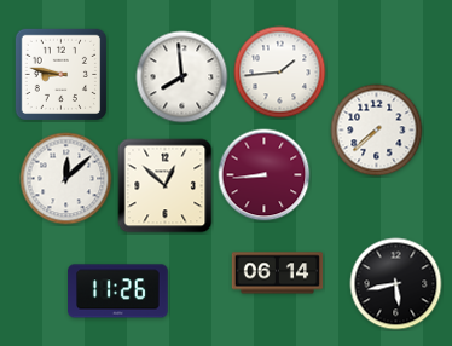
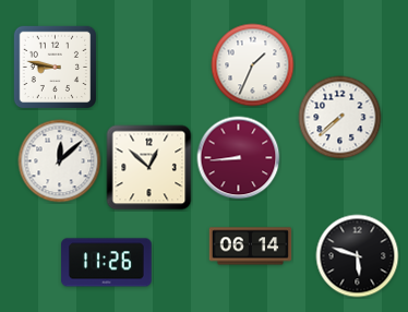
clock at (280, 73): 1:44 -> 1:34
clock at (182, 77): 7:59 -> none
clock at (396, 284): 5:43 -> 5:48
